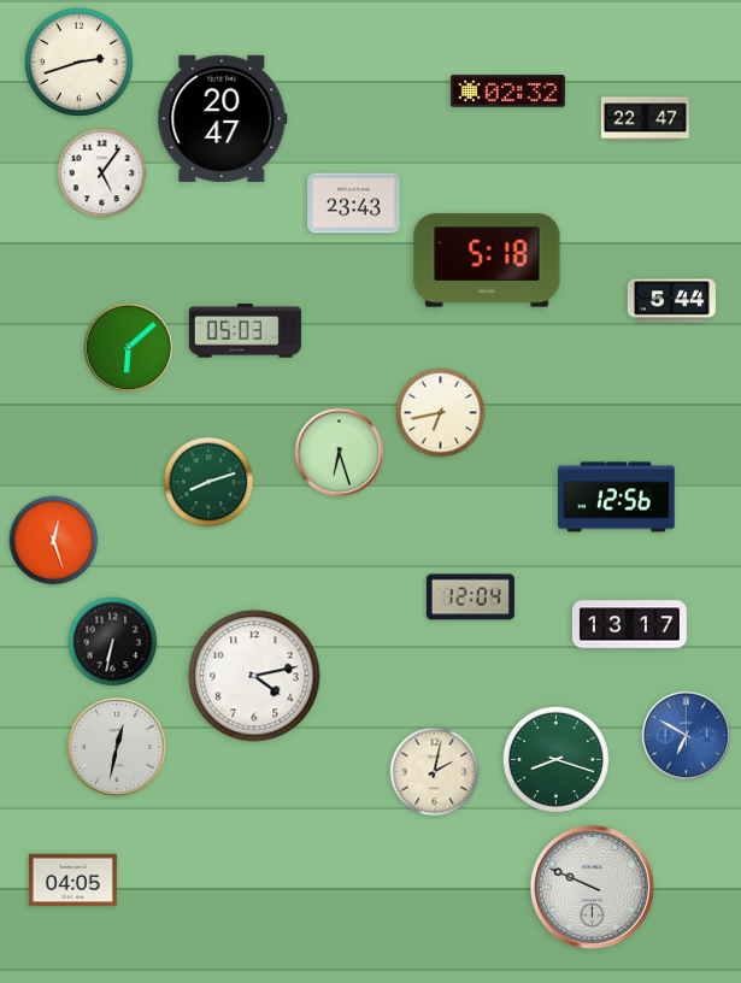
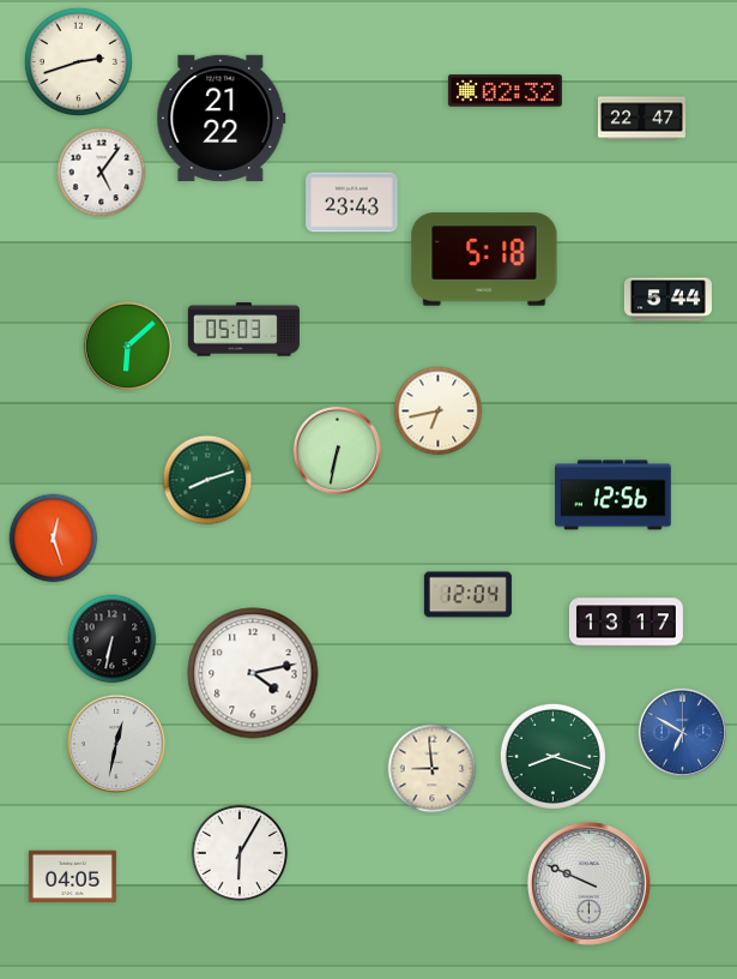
clock at (223, 118): 20:47 -> 21:22
clock at (339, 452): 6:27 -> 6:32
clock at (435, 772): 2:02 -> 8:59
clock at (240, 853): none -> 6:05
